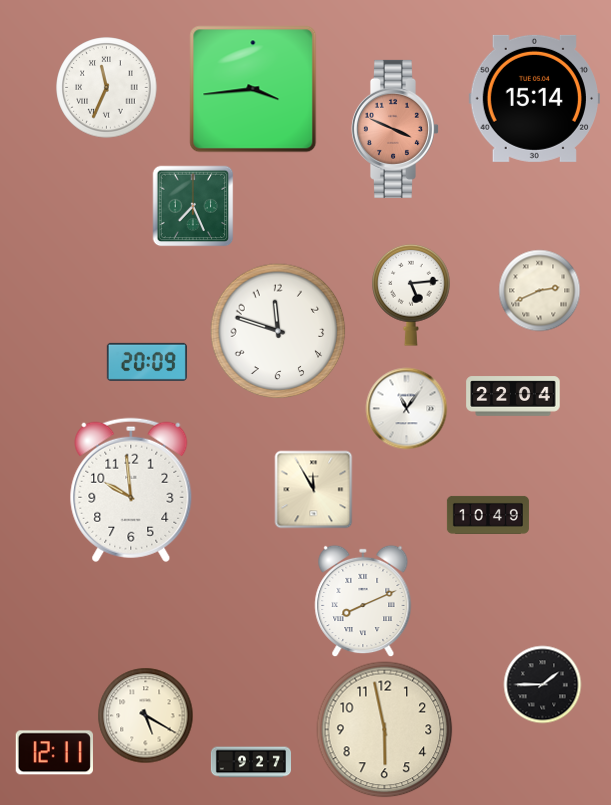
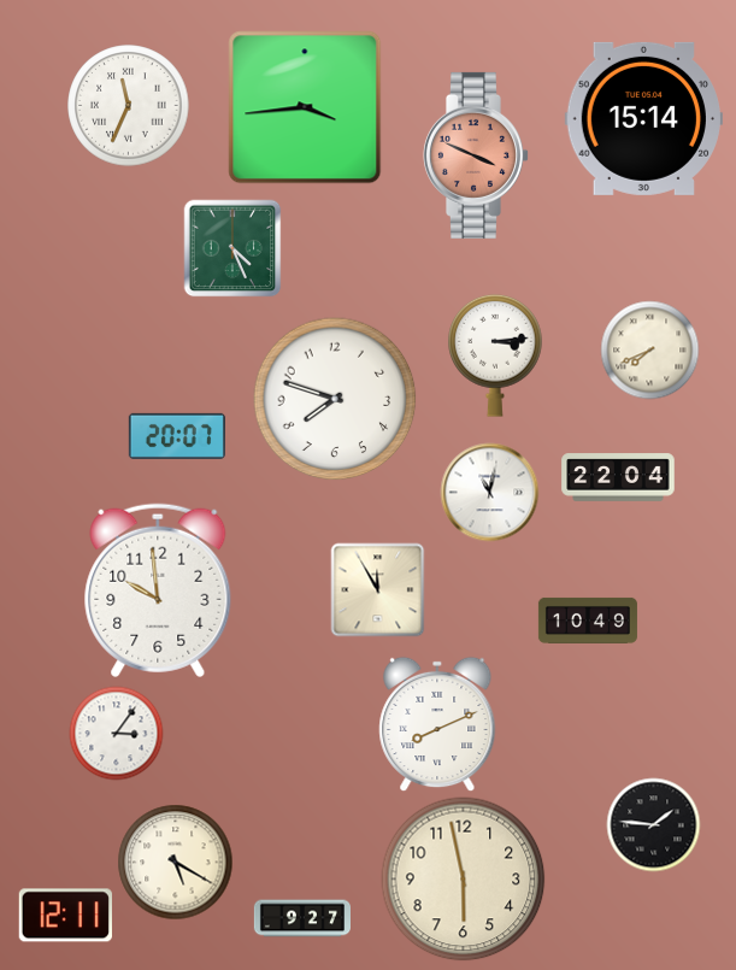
clock at (193, 206): 7:26 -> 4:26
clock at (539, 290): 2:41 -> 7:41
clock at (411, 295): 5:14 -> 3:14
clock at (278, 331): 11:48 -> 7:48
clock at (147, 362): 20:09 -> 20:07
clock at (406, 408): 11:06 -> 11:02
clock at (116, 733): none -> 3:06
clock at (542, 684): 1:45 -> 1:46
clock at (54, 753) position: (54, 753) -> (65, 916)
